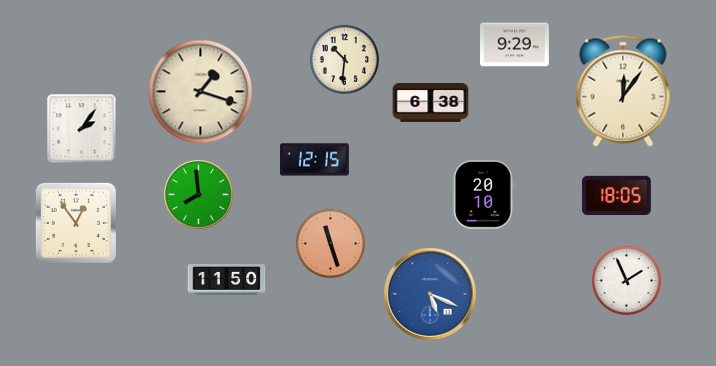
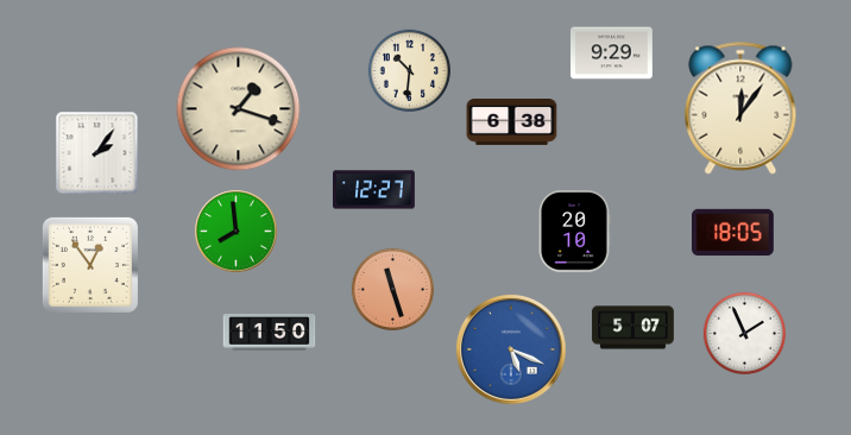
clock at (315, 160): 12:15 -> 12:27
clock at (633, 328): none -> 5:07
